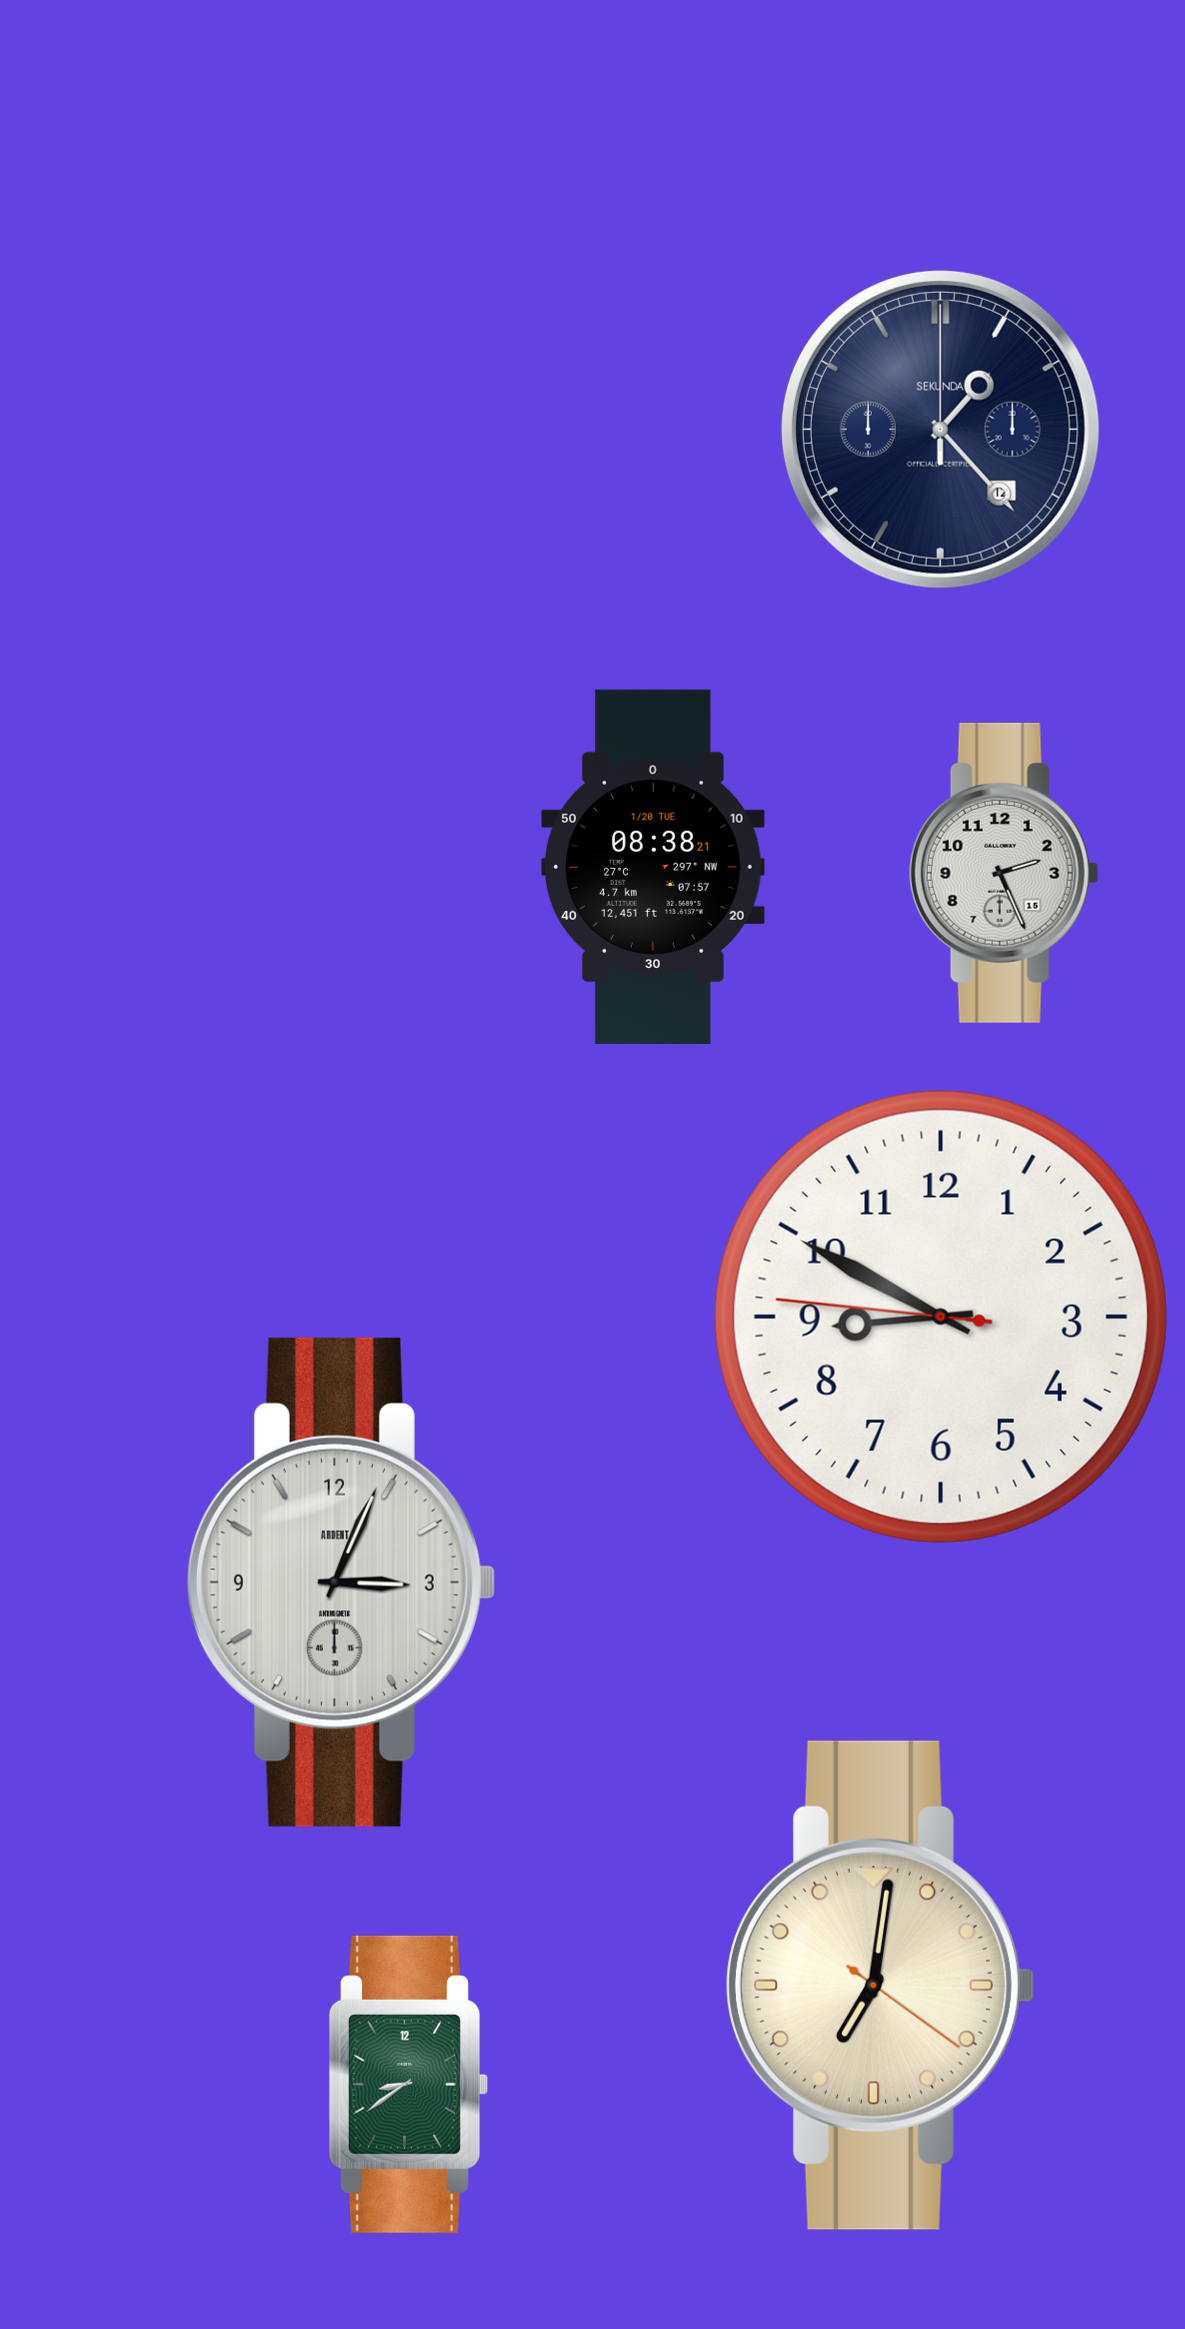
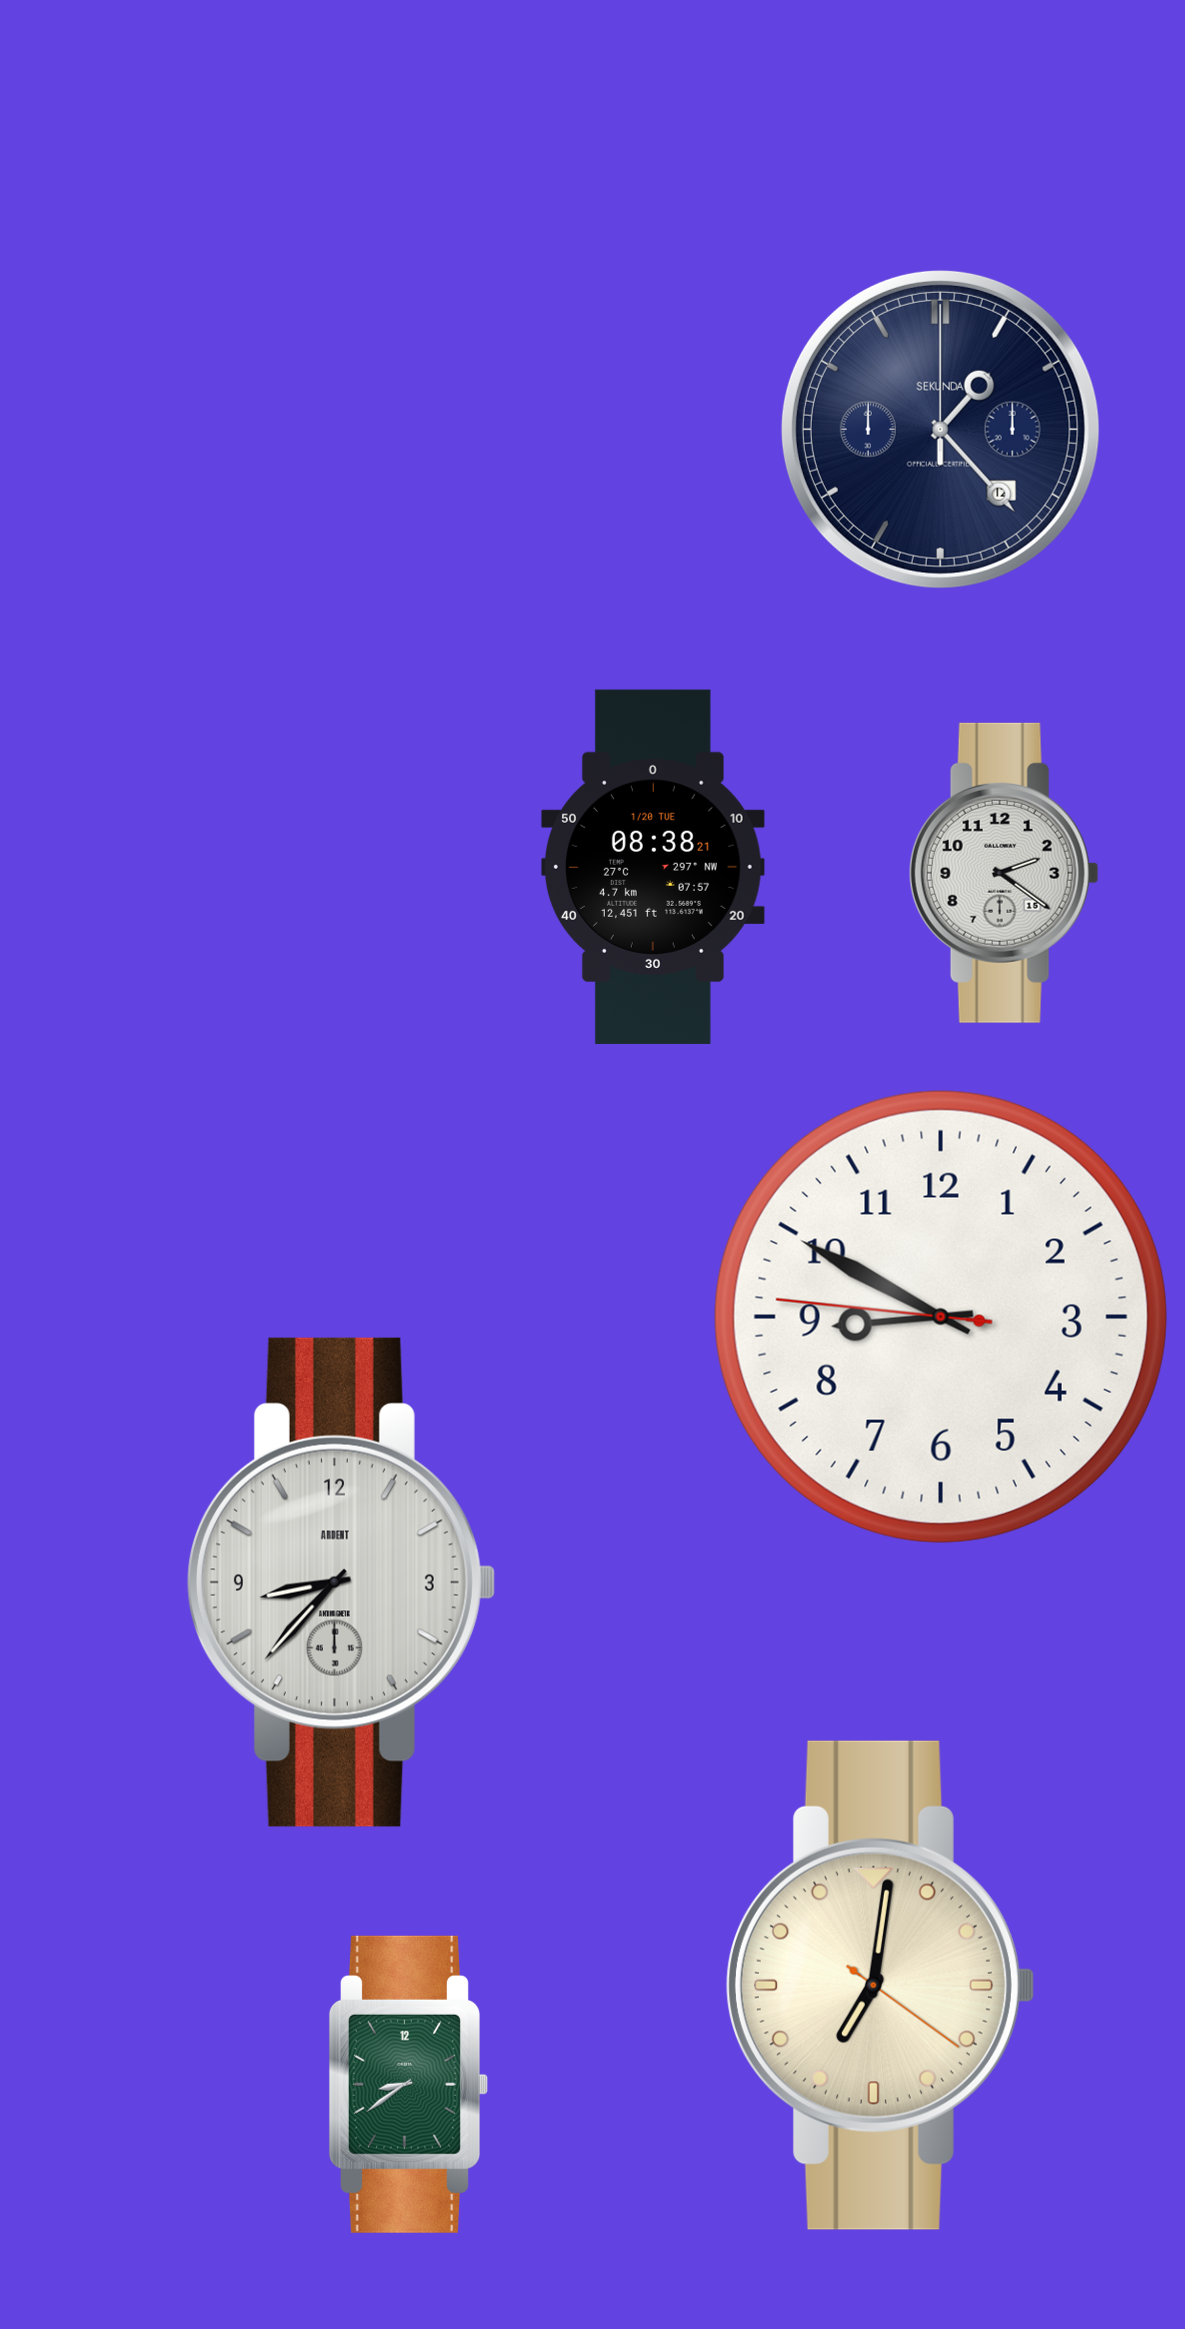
clock at (1004, 873): 2:26 -> 2:21
clock at (341, 1582): 3:04 -> 8:37
